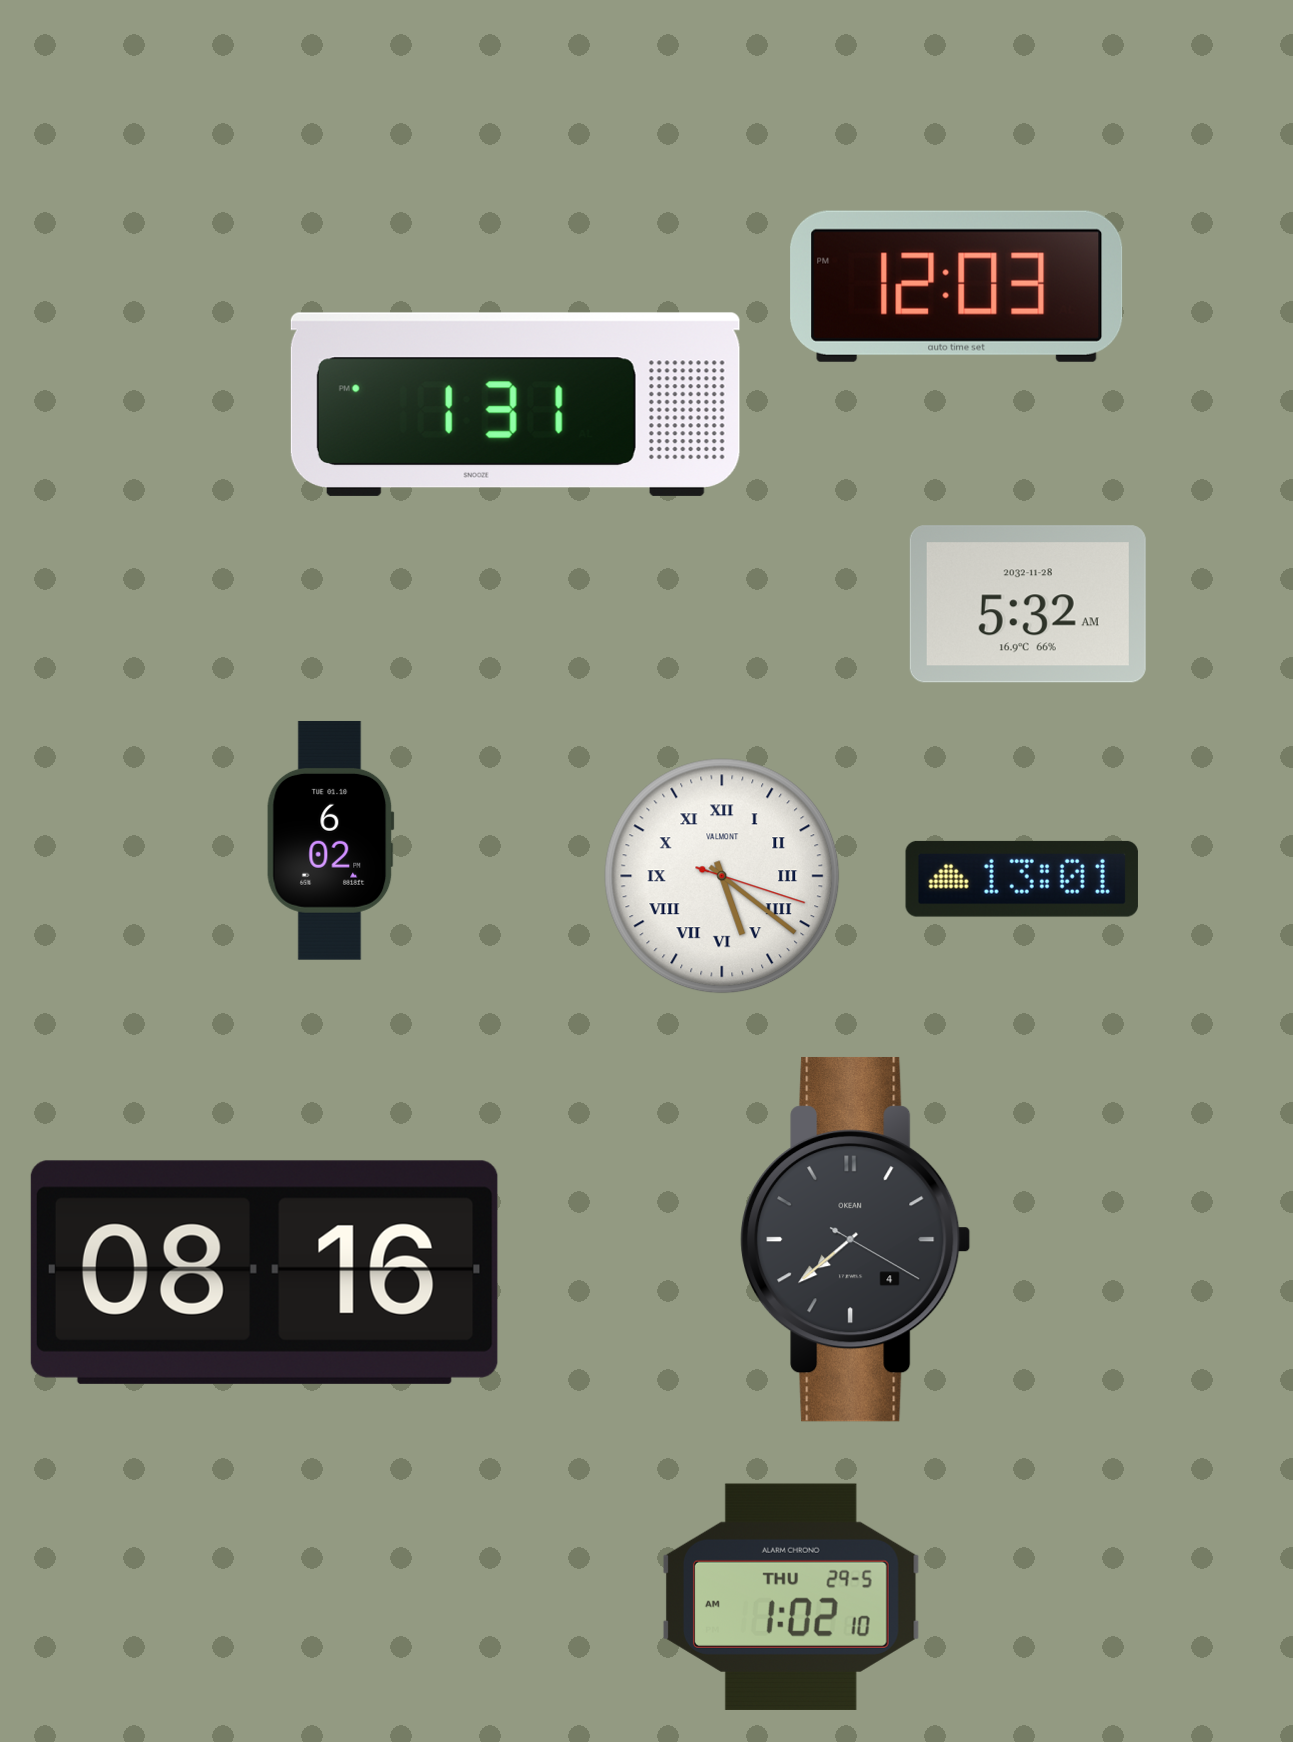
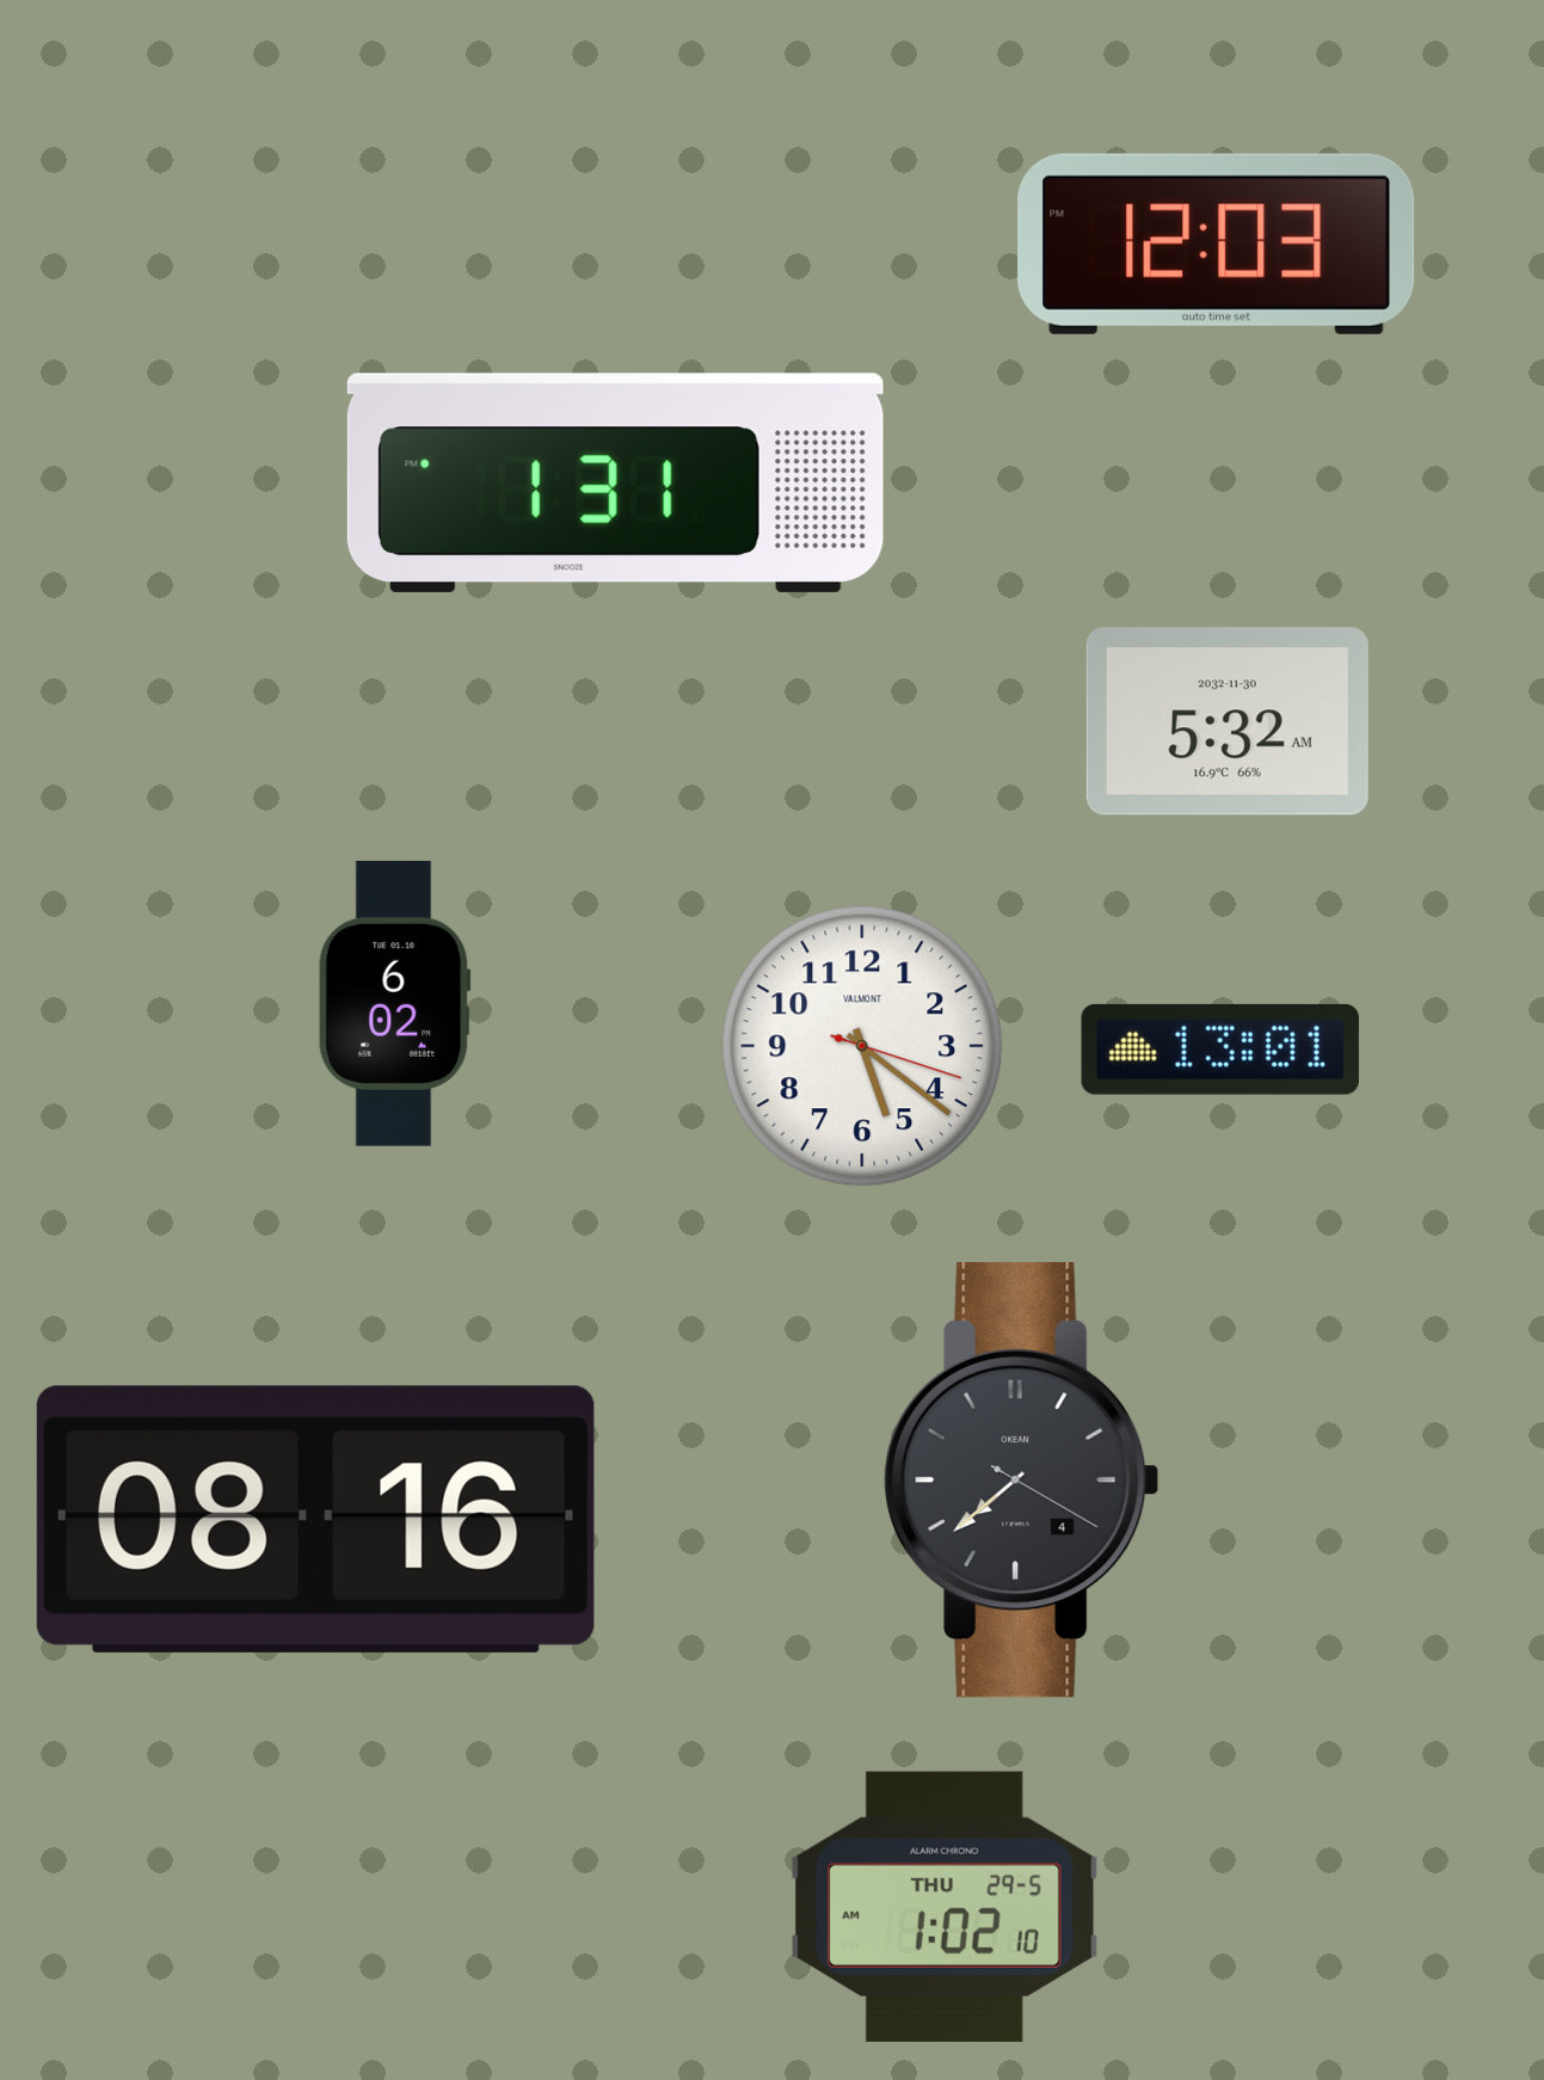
clock at (957, 286) position: (957, 286) -> (1217, 244)
clock at (1028, 604) date: 2032-11-28 -> 2032-11-30
clock at (722, 876) numerals: Roman -> Arabic
